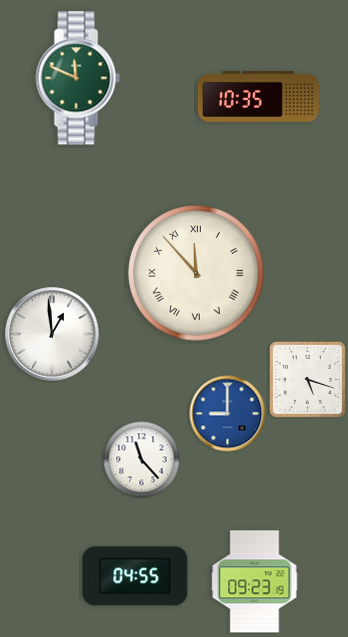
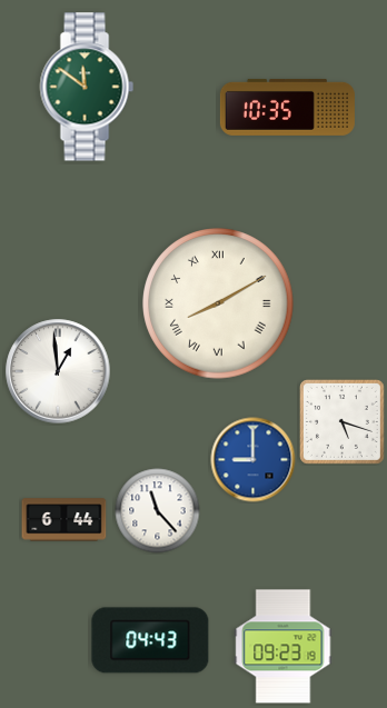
clock at (78, 78): 11:49 -> 11:51
clock at (196, 273): 11:53 -> 8:10
clock at (64, 520): none -> 6:44
clock at (135, 576): 04:55 -> 04:43
